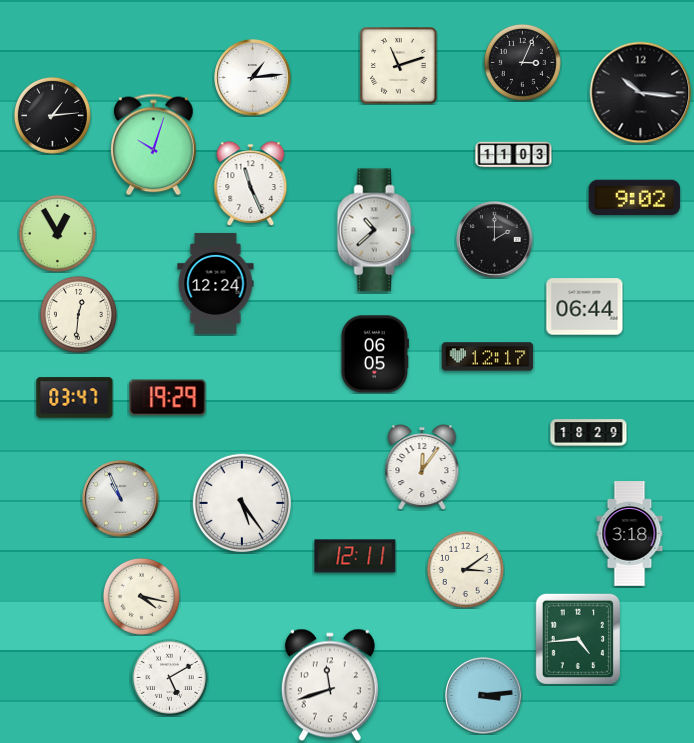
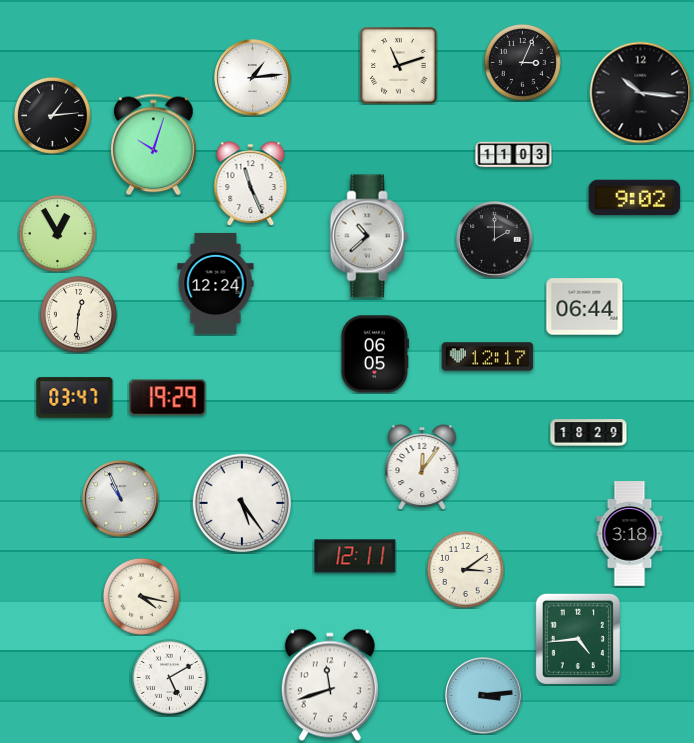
clock at (376, 230) position: (376, 230) -> (369, 236)
